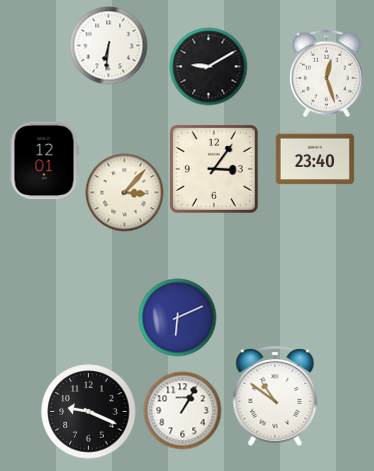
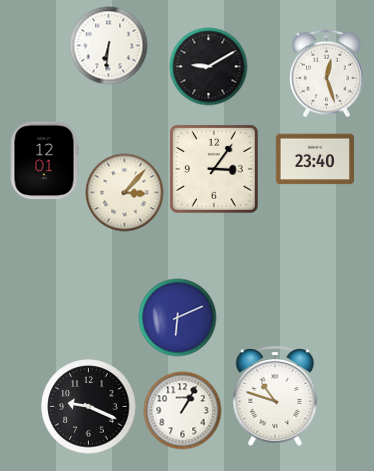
clock at (275, 397): 10:51 -> 10:48
clock at (88, 411) position: (88, 411) -> (88, 406)
